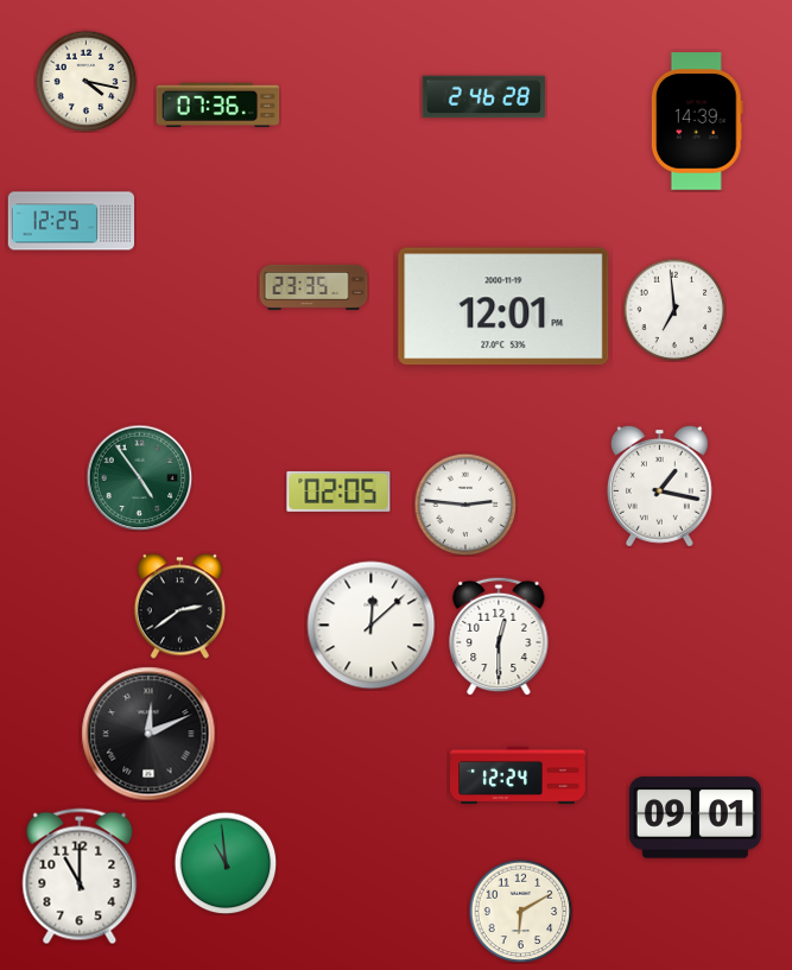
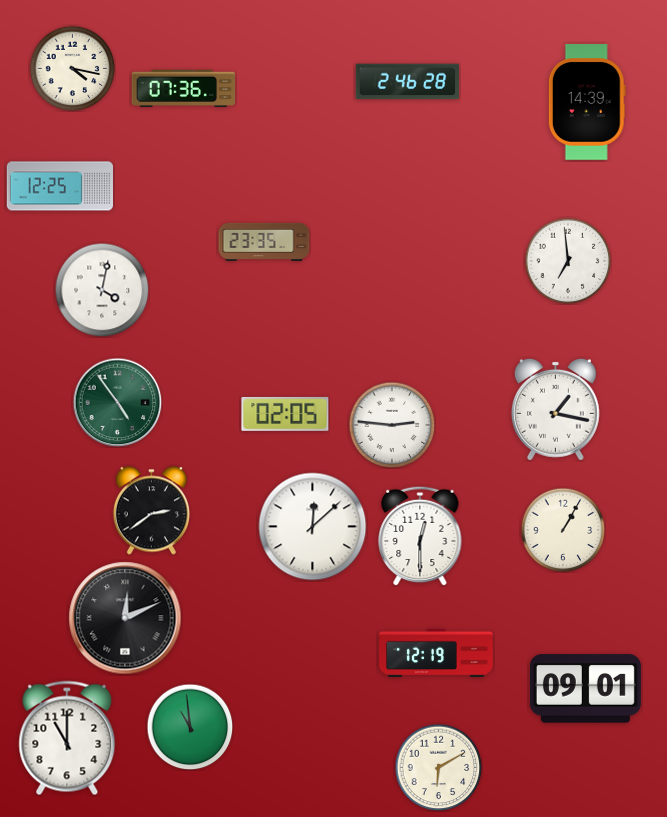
clock at (503, 306): 12:01 -> none
clock at (102, 290): none -> 4:02
clock at (563, 530): none -> 1:05
clock at (518, 774): 12:24 -> 12:19
